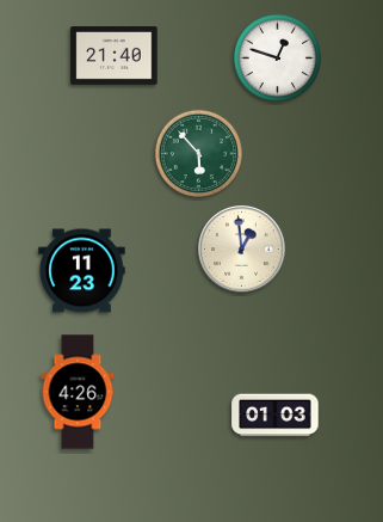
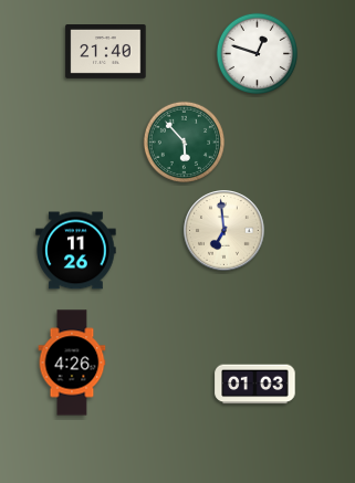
clock at (242, 250): 12:59 -> 6:59
clock at (82, 271): 11:23 -> 11:26
